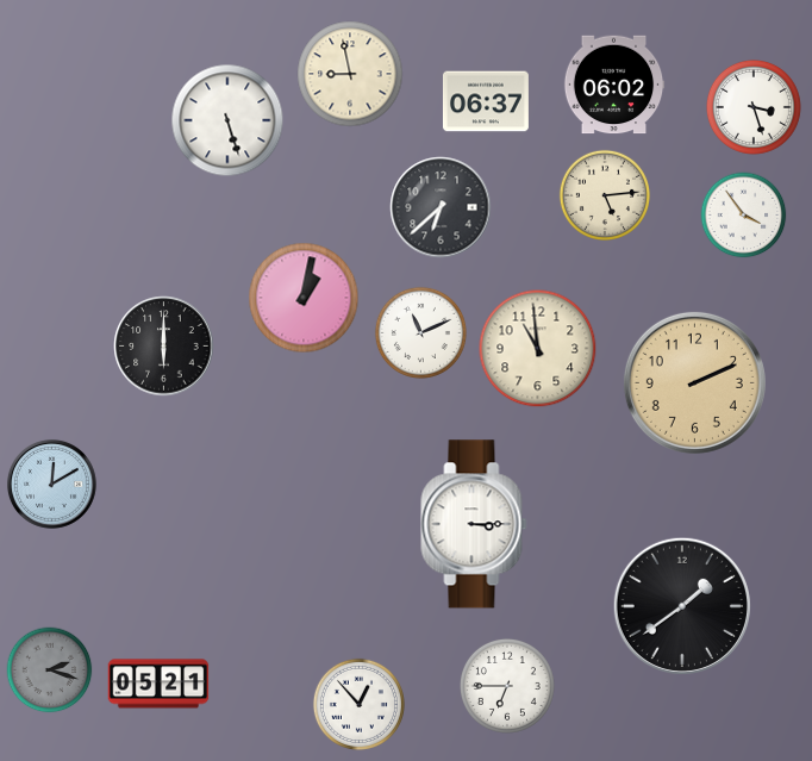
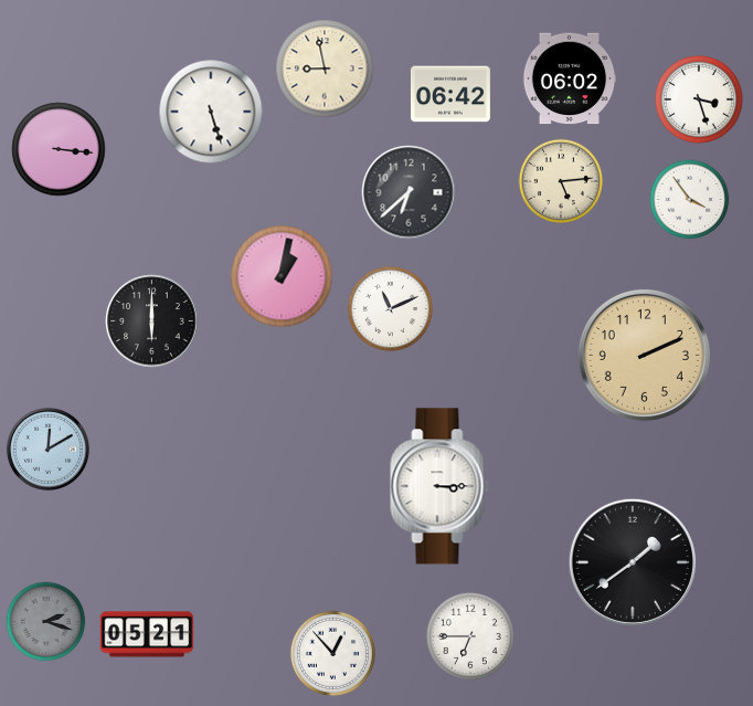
clock at (486, 101): 06:37 -> 06:42
clock at (59, 149): none -> 3:16
clock at (538, 349): 10:59 -> none
